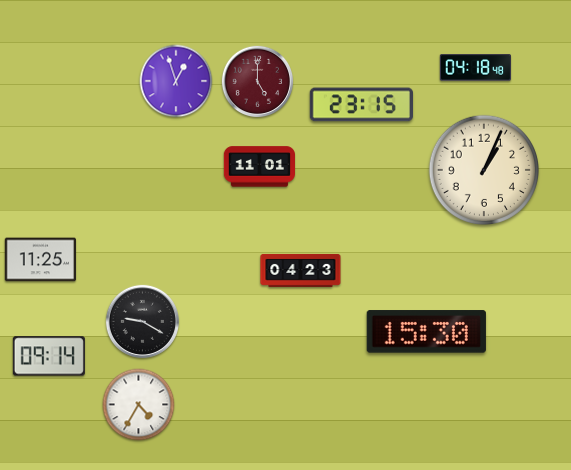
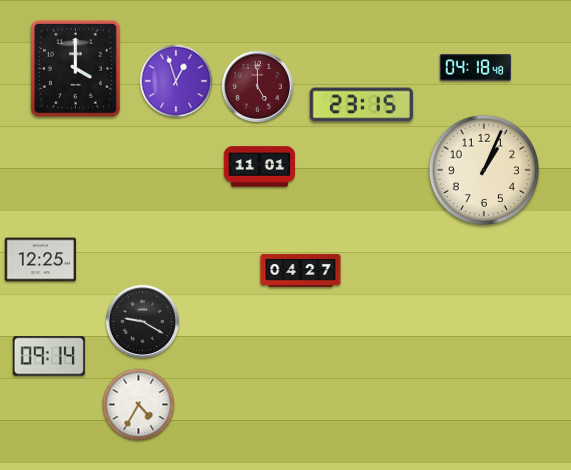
clock at (75, 68): none -> 4:00
clock at (258, 82) position: (258, 82) -> (258, 87)
clock at (40, 260): 11:25 -> 12:25
clock at (301, 270): 04:23 -> 04:27
clock at (426, 332): 15:30 -> none
